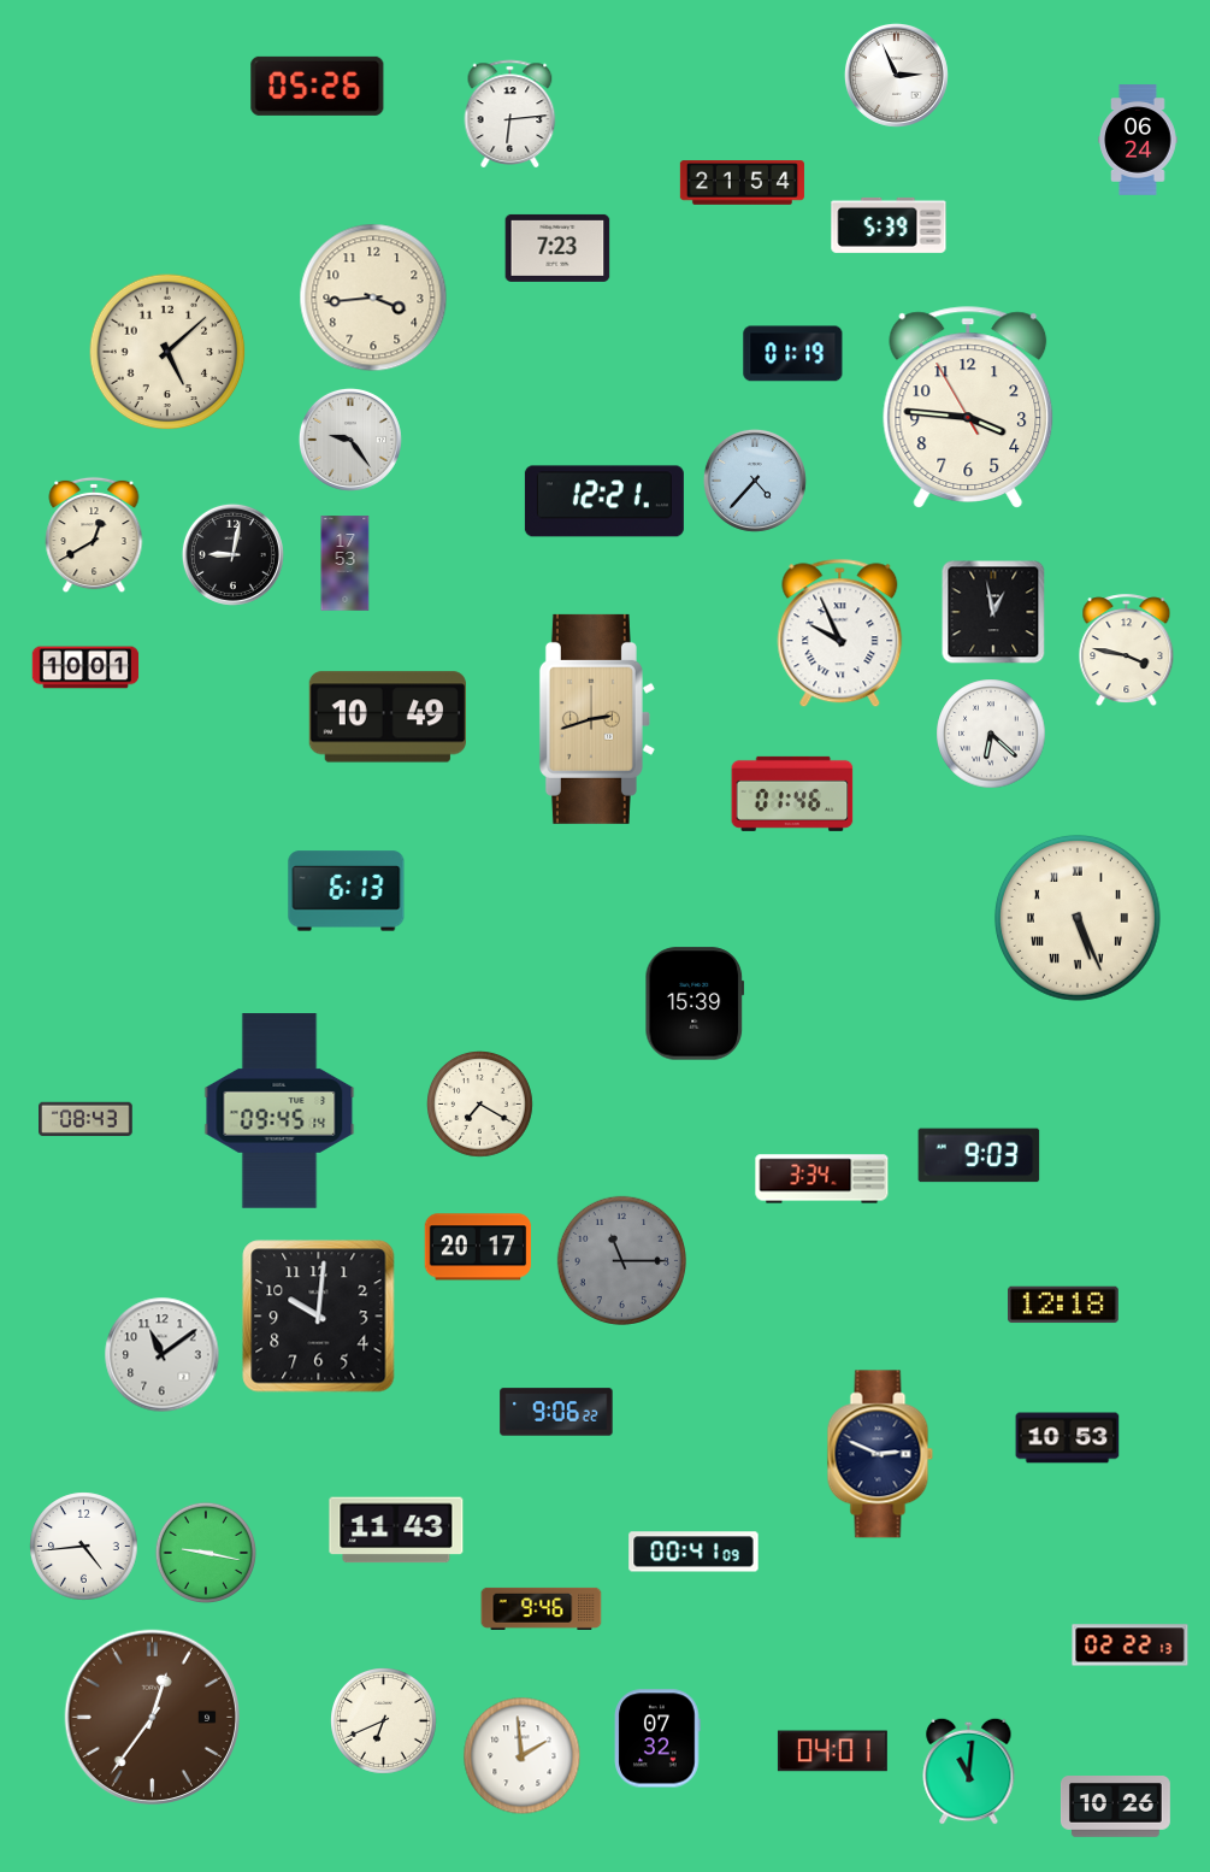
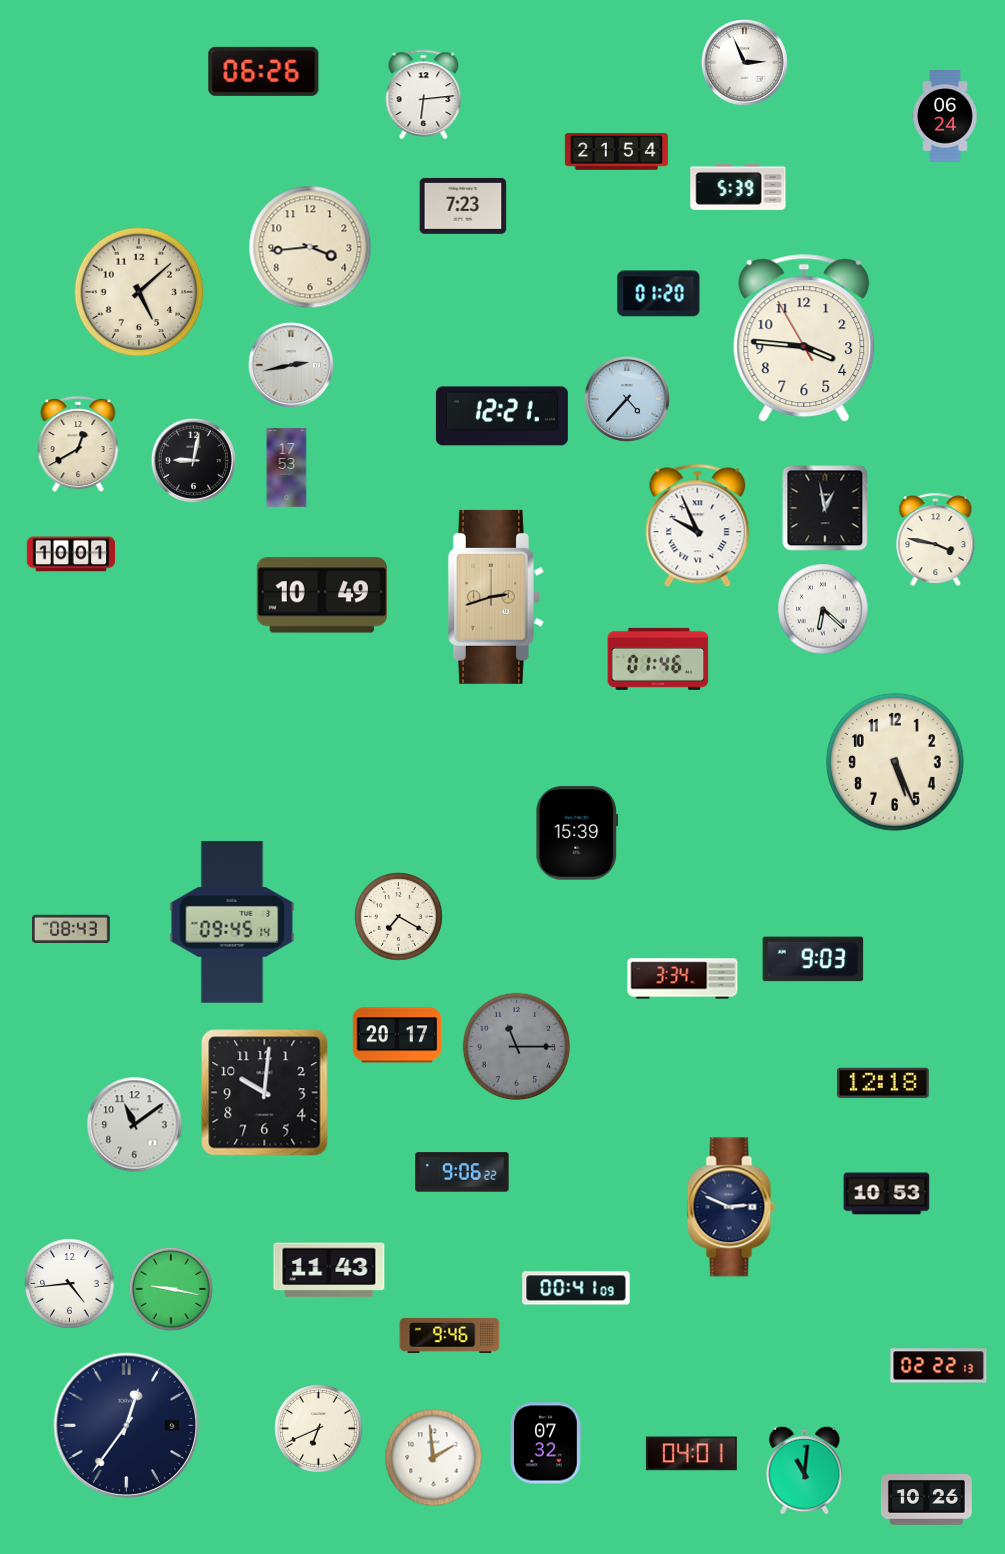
clock at (318, 86): 05:26 -> 06:26
clock at (793, 354): 01:19 -> 01:20
clock at (350, 440): 9:24 -> 2:43
clock at (347, 891): 6:13 -> none
clock at (1078, 918) numerals: Roman -> Arabic
clock at (152, 1718) dial: brown -> navy
